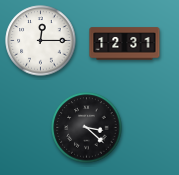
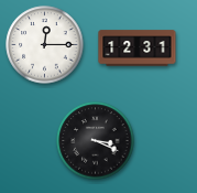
clock at (87, 128): 3:22 -> 3:19
